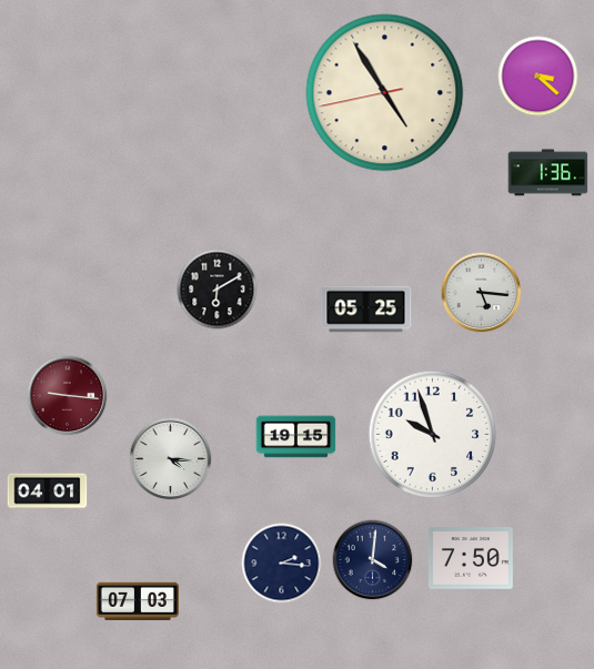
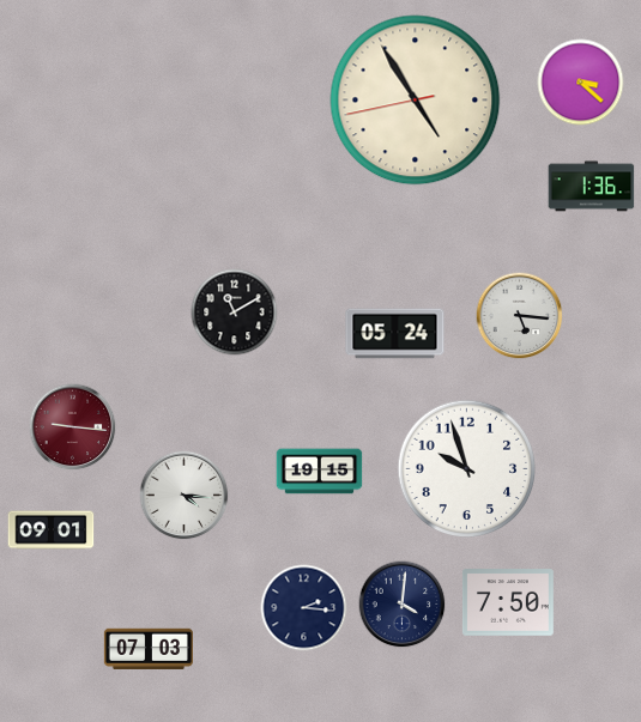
clock at (218, 290): 6:10 -> 11:10
clock at (366, 310): 05:25 -> 05:24
clock at (48, 491): 04:01 -> 09:01
